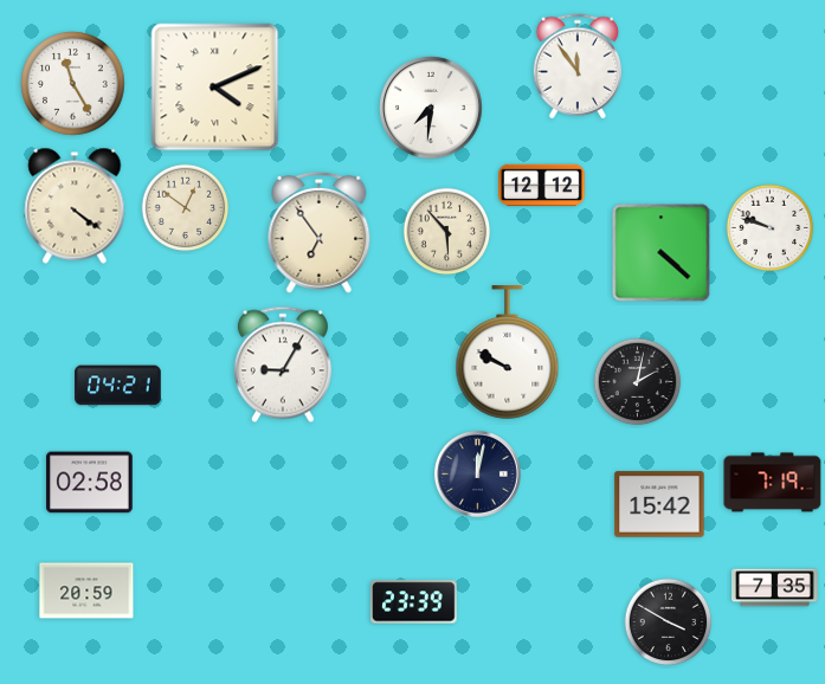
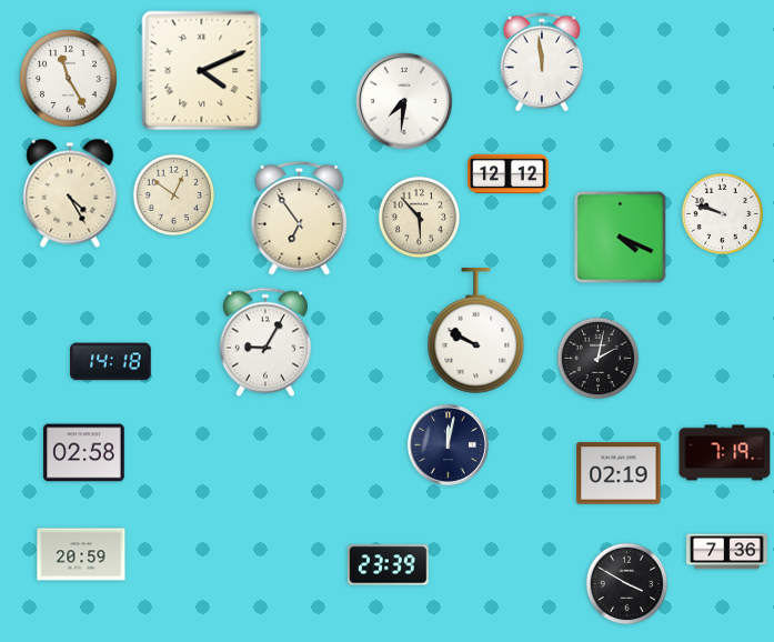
clock at (576, 66): 11:54 -> 11:59
clock at (215, 88) position: (215, 88) -> (202, 71)
clock at (75, 206): 4:21 -> 4:25
clock at (662, 253): 4:22 -> 4:19
clock at (118, 386): 04:21 -> 14:18
clock at (659, 504): 15:42 -> 02:19
clock at (775, 588): 7:35 -> 7:36
